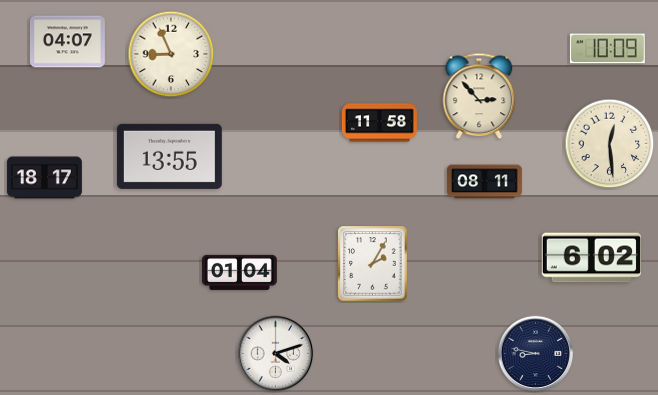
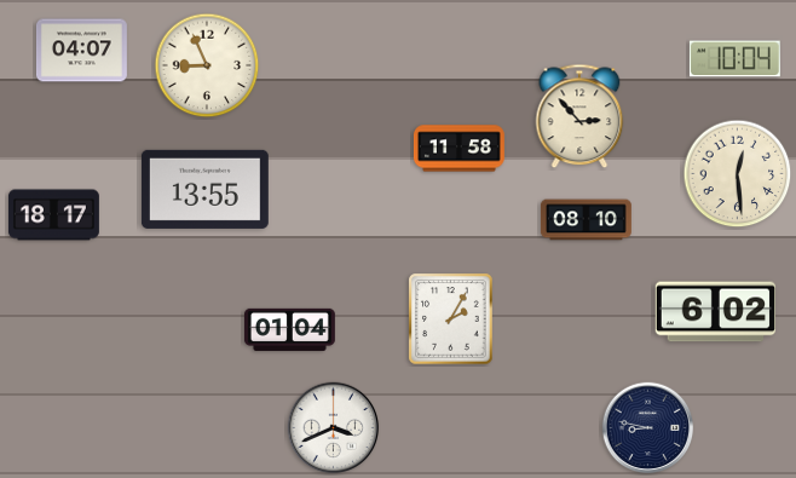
clock at (607, 49): 10:09 -> 10:04
clock at (484, 182): 08:11 -> 08:10
clock at (276, 354): 4:12 -> 3:41
